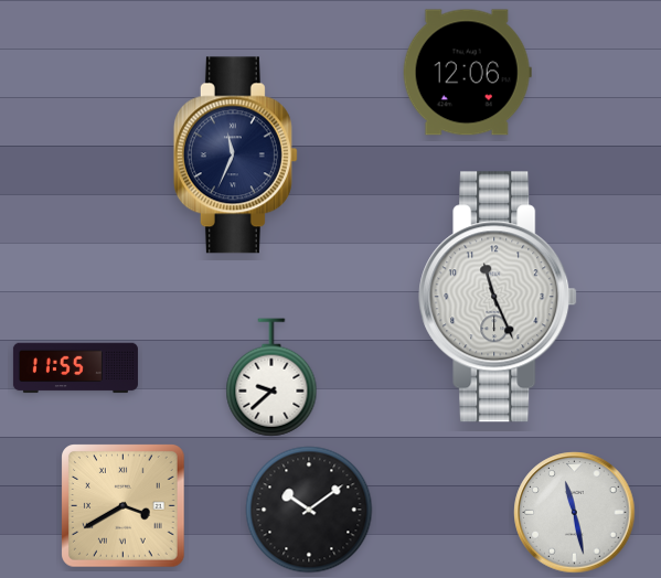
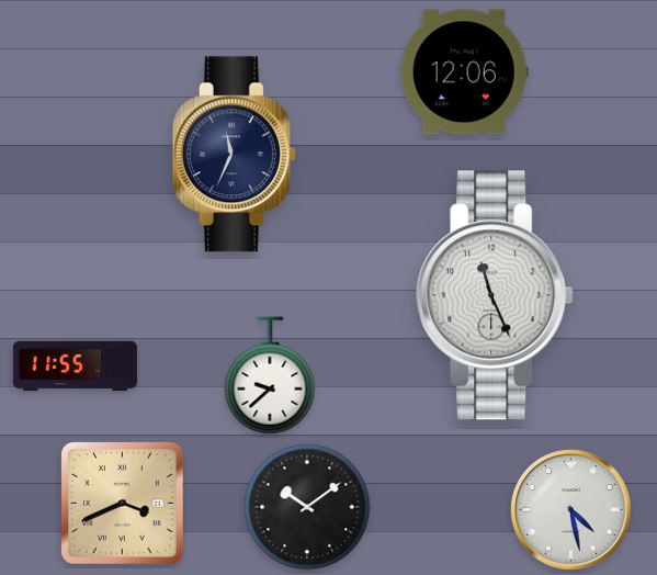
clock at (124, 506): 3:40 -> 3:41
clock at (575, 513): 11:28 -> 4:28
